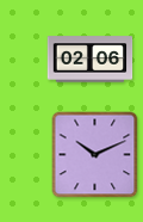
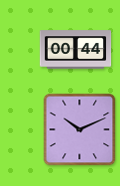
clock at (91, 60): 02:06 -> 00:44
